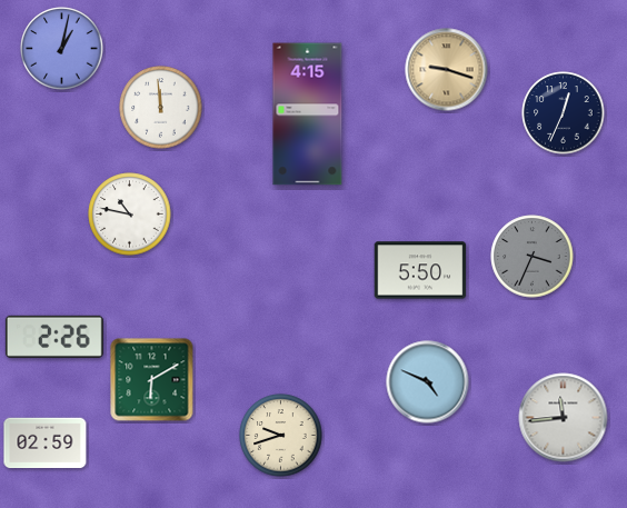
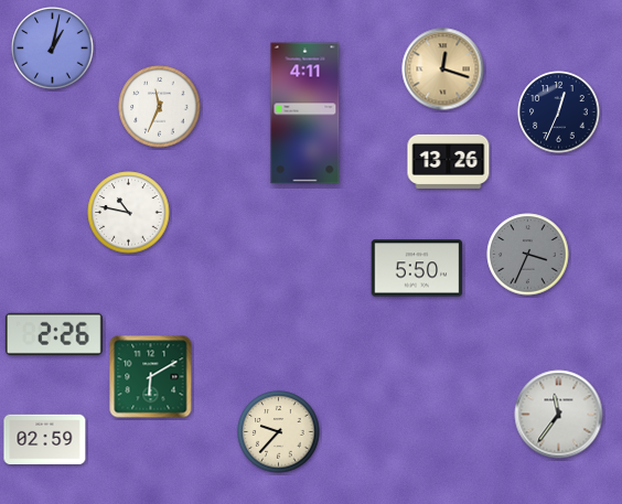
clock at (62, 49) position: (62, 49) -> (53, 49)
clock at (447, 70): 9:18 -> 12:18
clock at (161, 108): 11:59 -> 11:34
clock at (308, 114): 4:15 -> 4:11
clock at (449, 161): none -> 13:26
clock at (428, 382): 4:49 -> none
clock at (564, 418): 11:44 -> 11:36
clock at (281, 436): 9:42 -> 9:37
